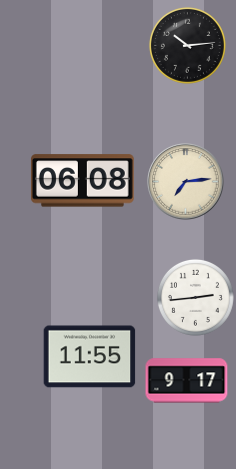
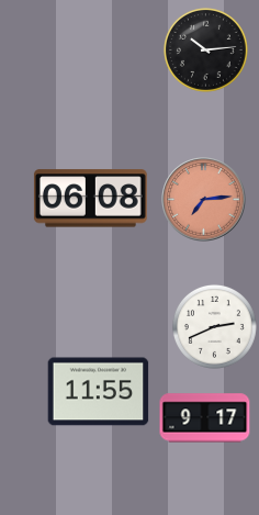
clock at (186, 182) dial: cream -> salmon
clock at (195, 297): 2:44 -> 2:41
